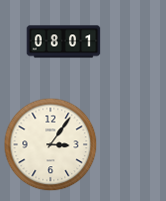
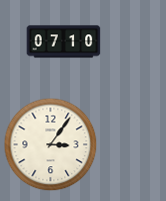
clock at (64, 42): 08:01 -> 07:10
